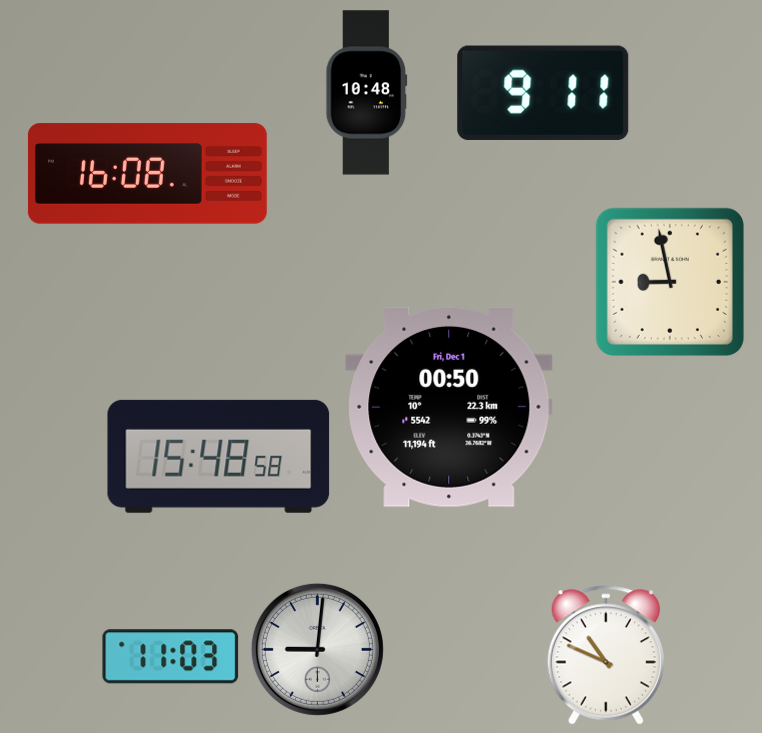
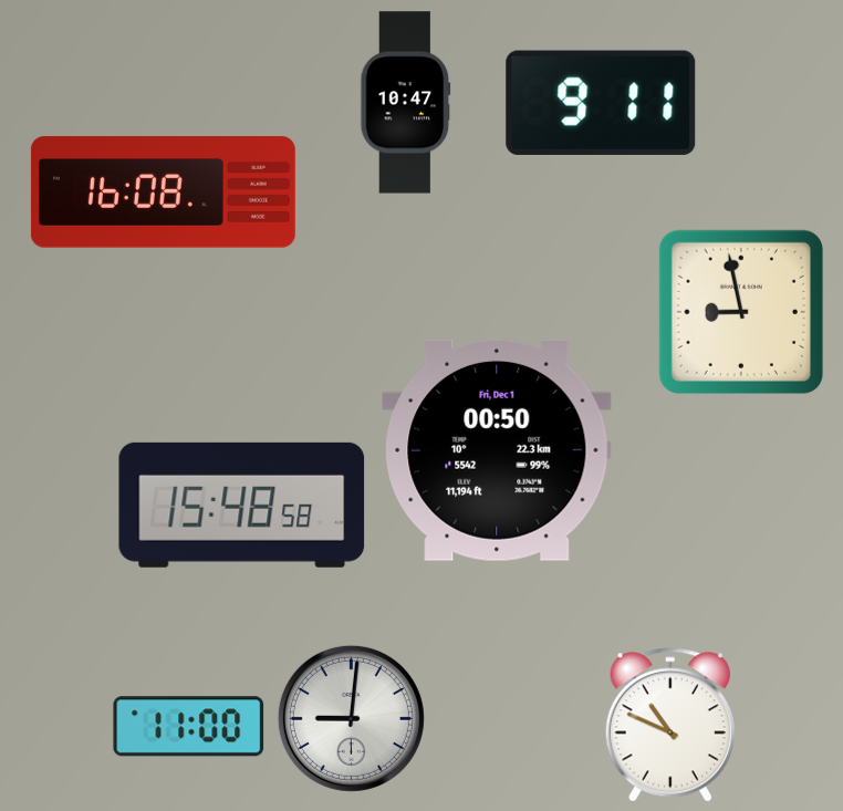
clock at (367, 93): 10:48 -> 10:47
clock at (171, 657): 11:03 -> 11:00
